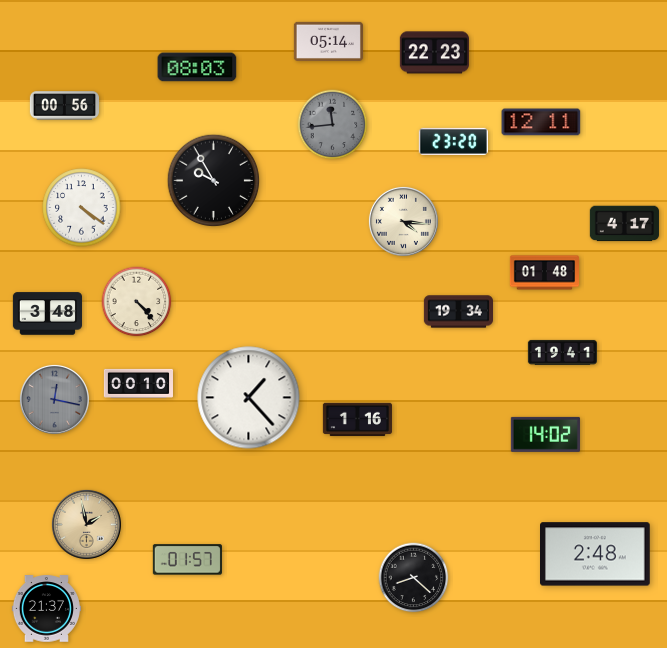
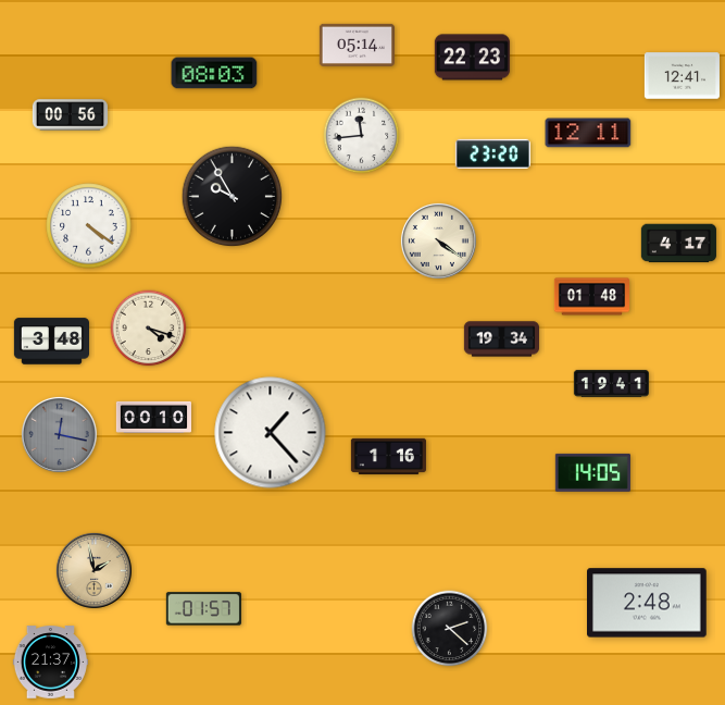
clock at (682, 76): none -> 12:41
clock at (333, 125) dial: grey -> white
clock at (403, 221): 4:16 -> 4:21
clock at (137, 302): 4:23 -> 4:18
clock at (458, 312) position: (458, 312) -> (501, 339)
clock at (138, 383) position: (138, 383) -> (153, 417)
clock at (545, 434): 14:02 -> 14:05
clock at (414, 578): 8:22 -> 2:22
